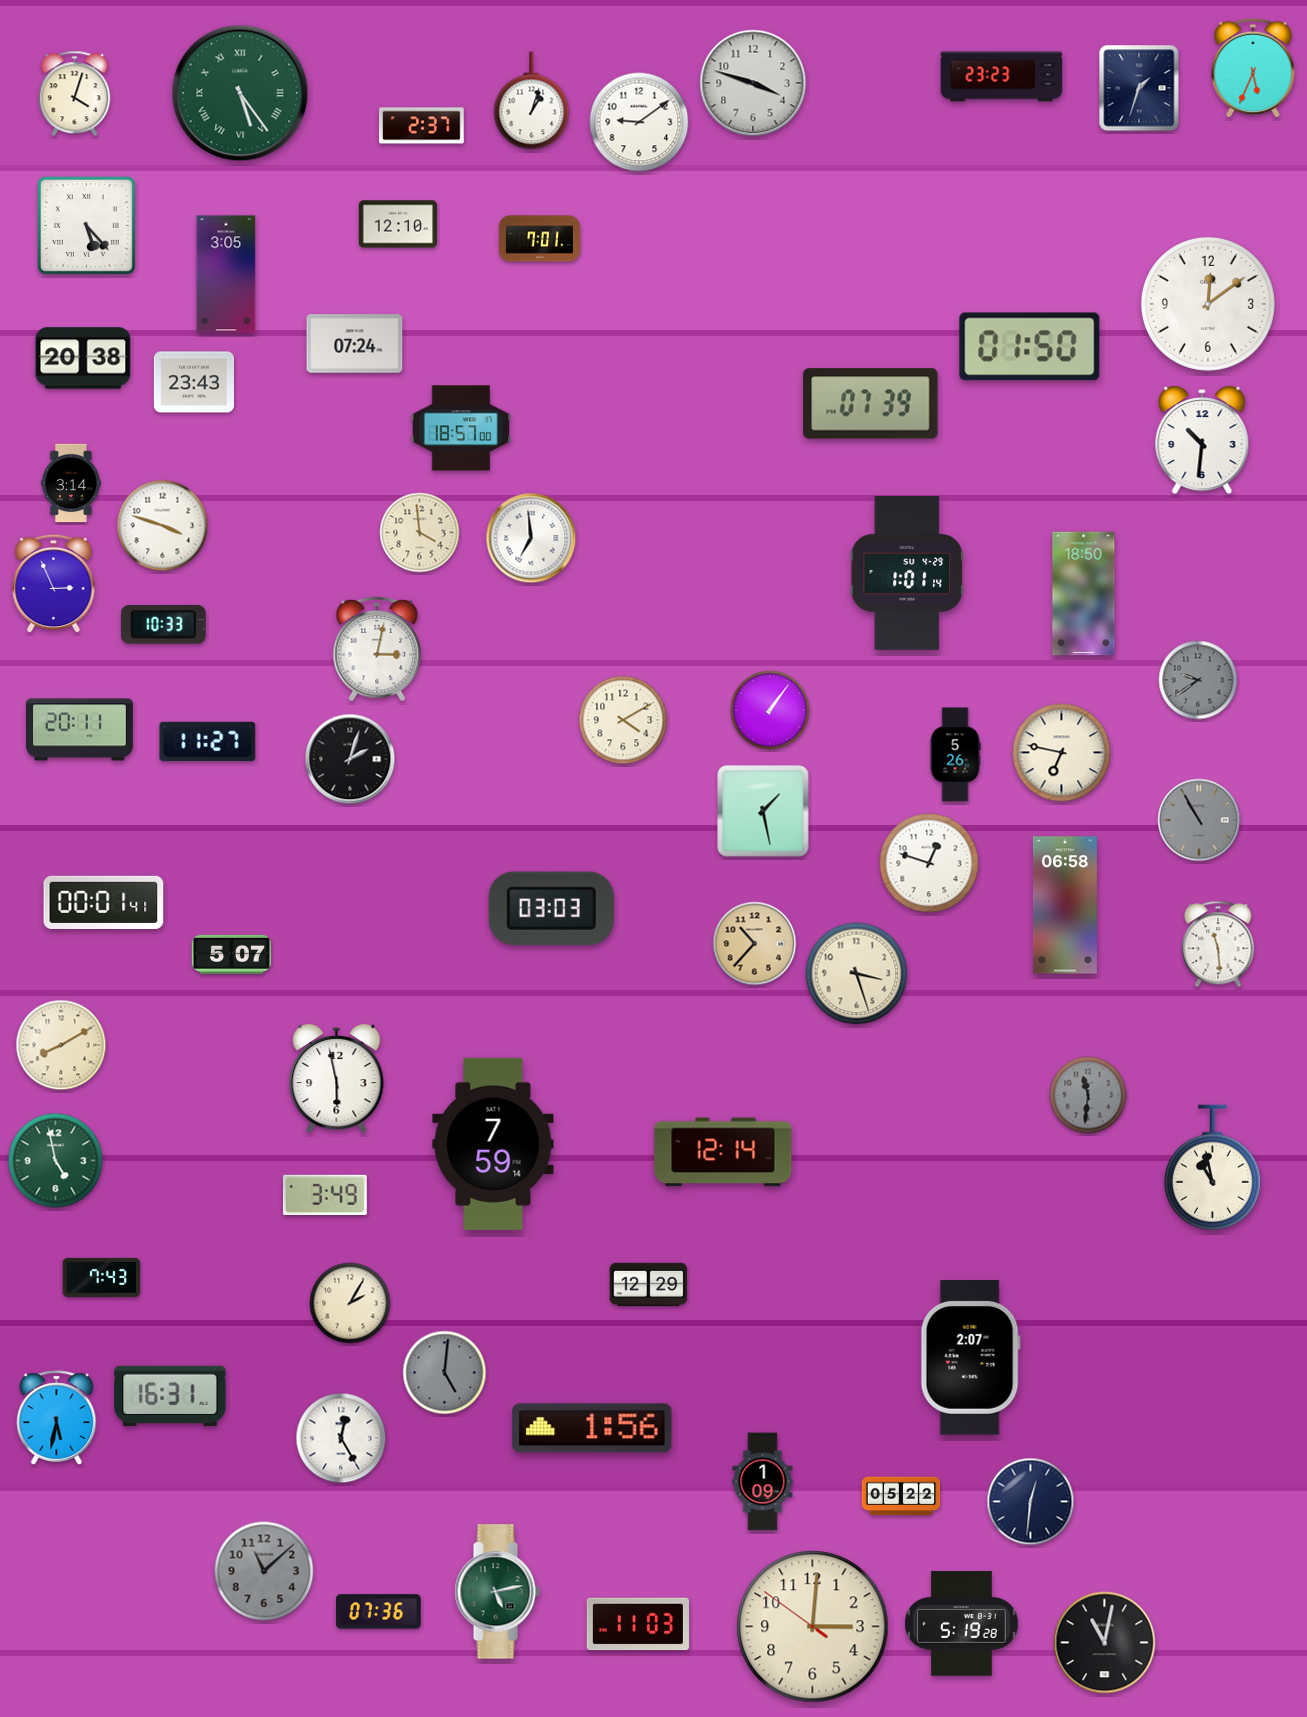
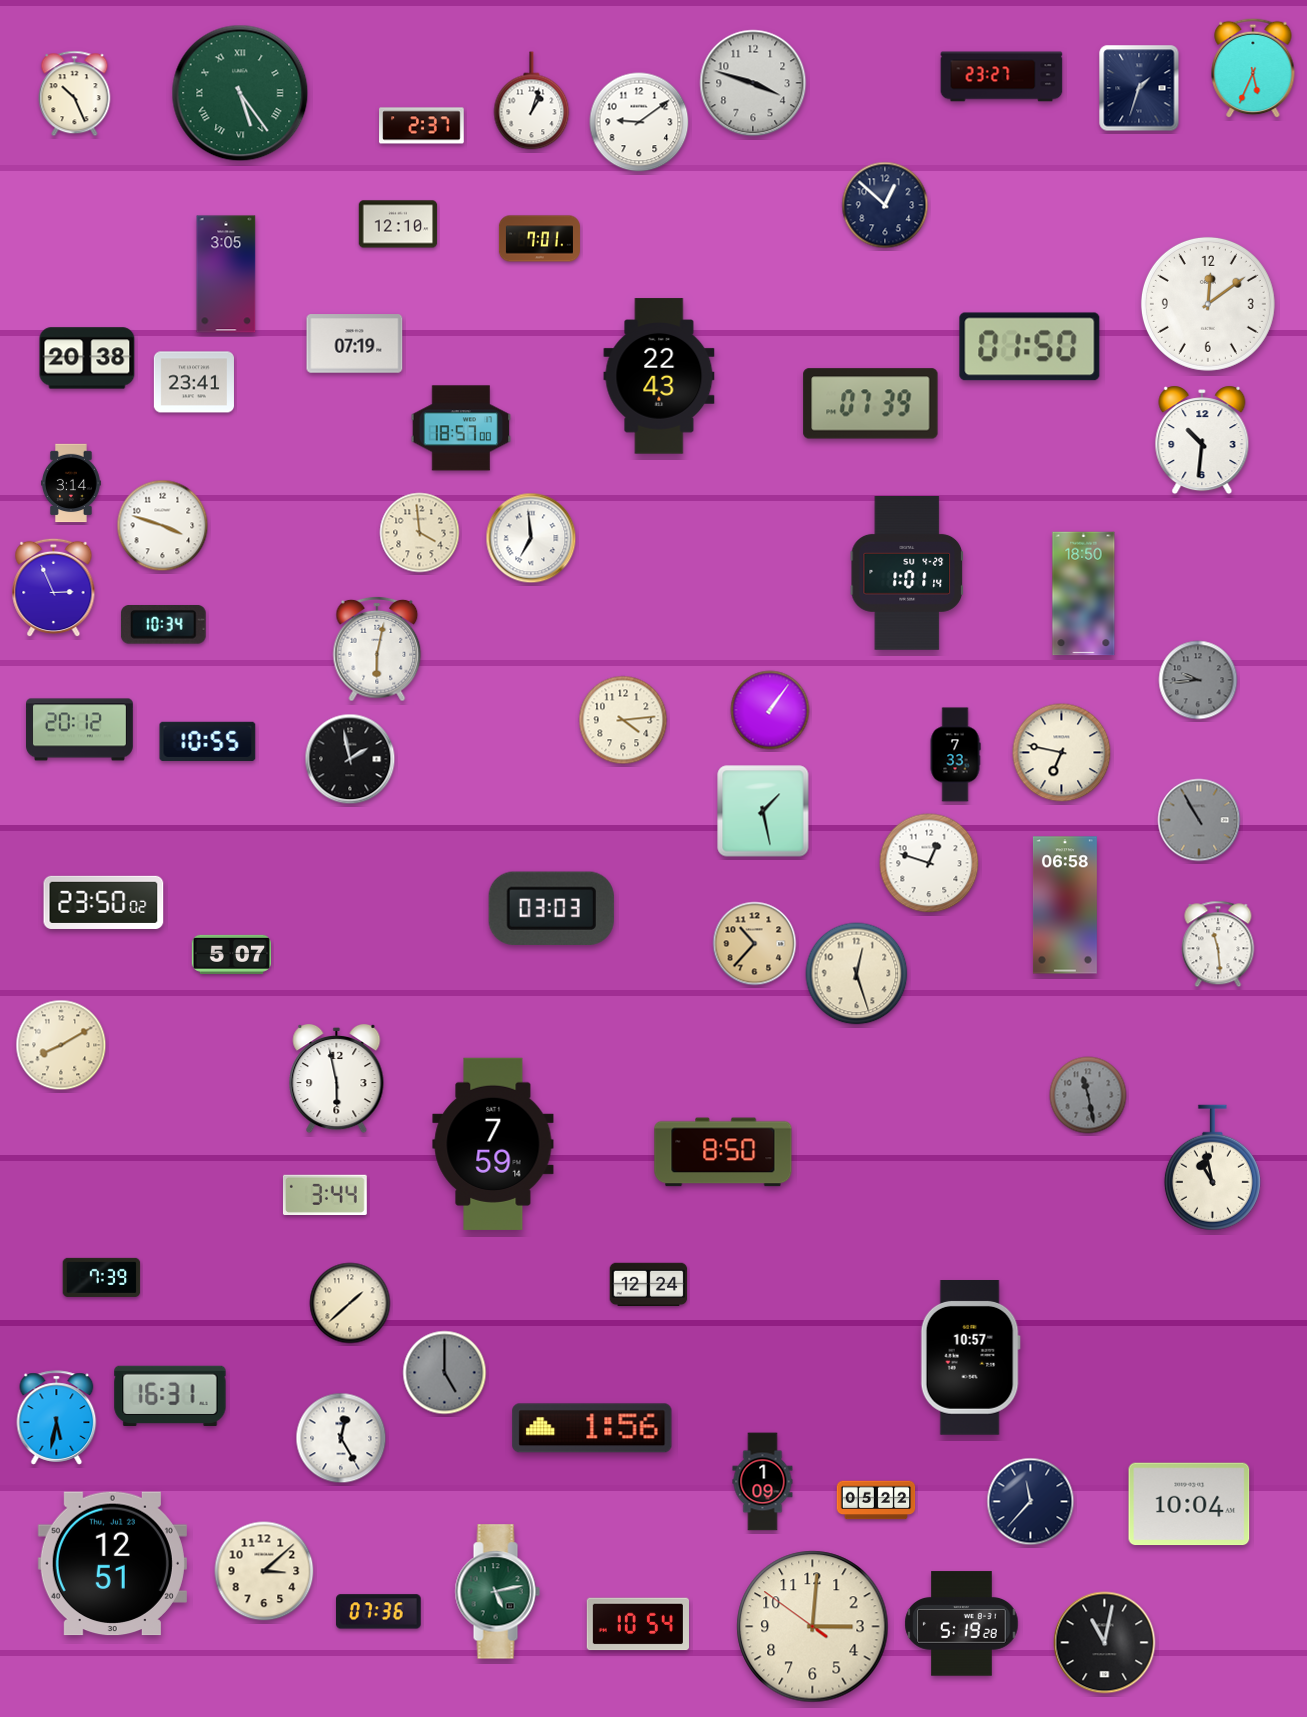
clock at (1002, 77): 23:23 -> 23:27
clock at (75, 94): 4:03 -> 10:26
clock at (885, 205): none -> 12:52
clock at (86, 225): 5:23 -> none
clock at (355, 344): 07:24 -> 07:19
clock at (83, 358) position: (83, 358) -> (87, 358)
clock at (659, 376): none -> 22:43
clock at (194, 382): 23:43 -> 23:41
clock at (54, 584) position: (54, 584) -> (54, 588)
clock at (163, 625): 10:33 -> 10:34
clock at (377, 649): 3:02 -> 6:02
clock at (1198, 680): 9:39 -> 9:44
clock at (623, 720): 4:10 -> 4:14
clock at (80, 730): 20:11 -> 20:12
clock at (208, 741): 11:27 -> 10:55
clock at (955, 755): 5:26 -> 7:33
clock at (350, 759): 2:03 -> 1:58
clock at (104, 902): 00:01 -> 23:50
clock at (857, 974): 3:27 -> 12:27
clock at (1088, 1095): 11:31 -> 11:28
clock at (723, 1152): 12:14 -> 8:50
clock at (56, 1161): 4:58 -> none
clock at (325, 1194): 3:49 -> 3:44
clock at (102, 1277): 7:43 -> 7:39
clock at (649, 1284): 12:29 -> 12:24
clock at (350, 1303): 2:05 -> 1:38
clock at (970, 1358): 2:07 -> 10:57
clock at (445, 1373): 5:01 -> 5:00
clock at (901, 1496) position: (901, 1496) -> (876, 1500)
clock at (1031, 1502): 12:31 -> 11:37
clock at (1189, 1504): none -> 10:04
clock at (112, 1564): none -> 12:51
clock at (264, 1571): 11:08 -> 3:08
clock at (264, 1571) dial: grey -> cream
clock at (637, 1624): 11:03 -> 10:54
